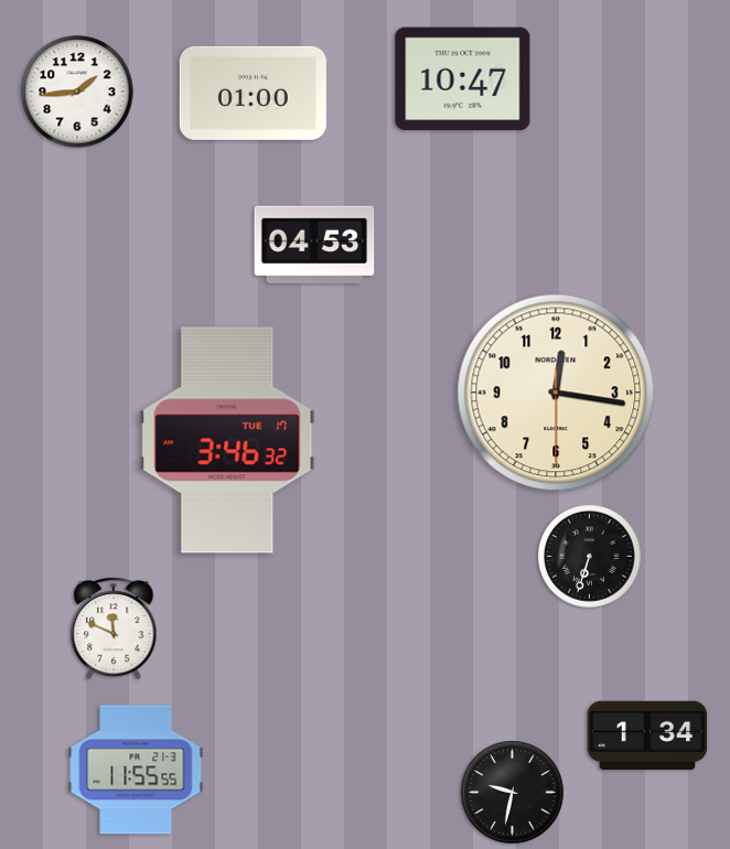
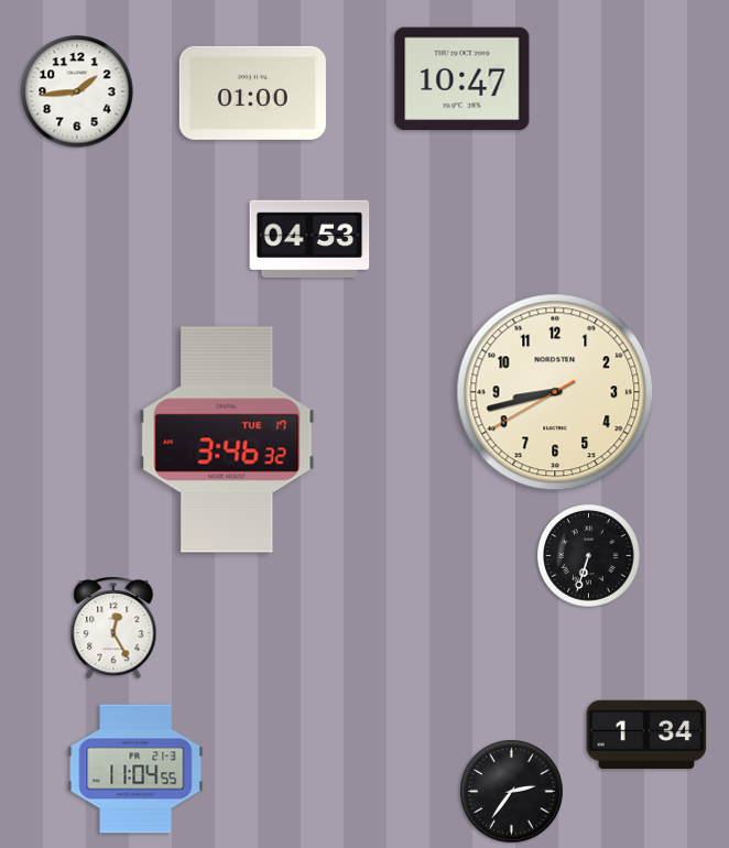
clock at (314, 245) position: (314, 245) -> (309, 239)
clock at (556, 393): 12:16 -> 8:42
clock at (114, 630): 11:49 -> 12:25
clock at (136, 770): 11:55 -> 11:04
clock at (513, 793): 9:32 -> 2:36
